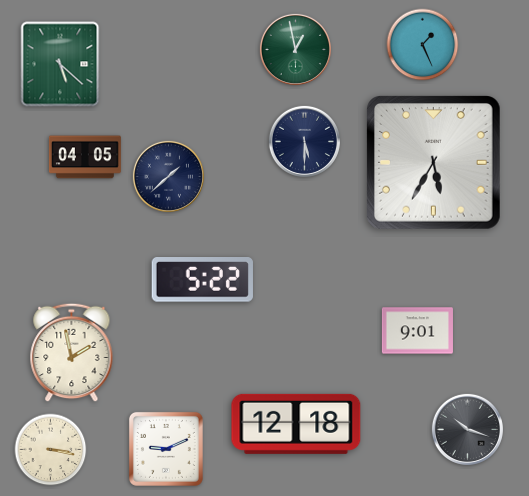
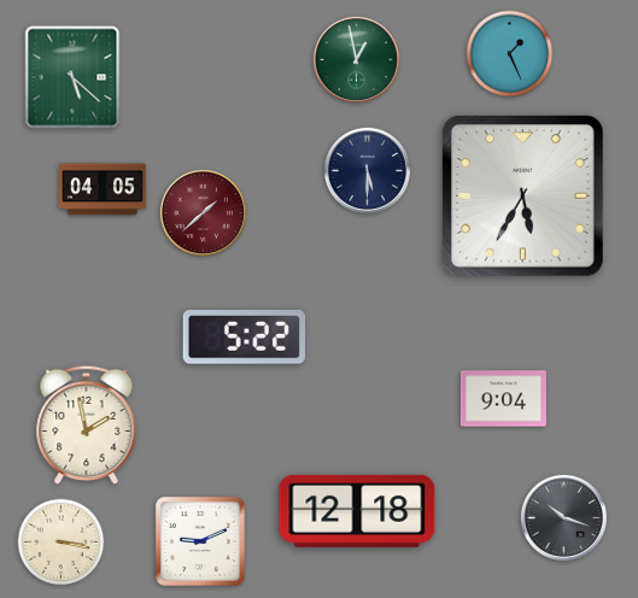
clock at (168, 176) dial: navy -> burgundy
clock at (417, 331): 9:01 -> 9:04
